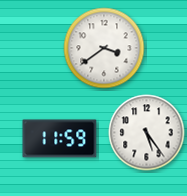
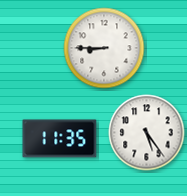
clock at (104, 48): 3:39 -> 8:45
clock at (60, 139): 11:59 -> 11:35
